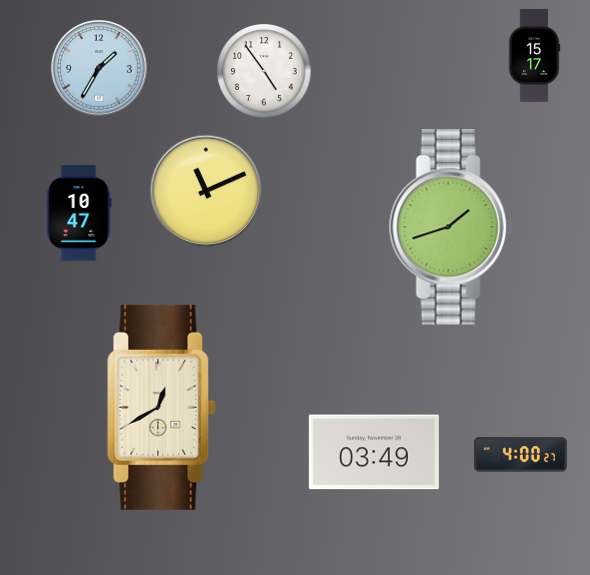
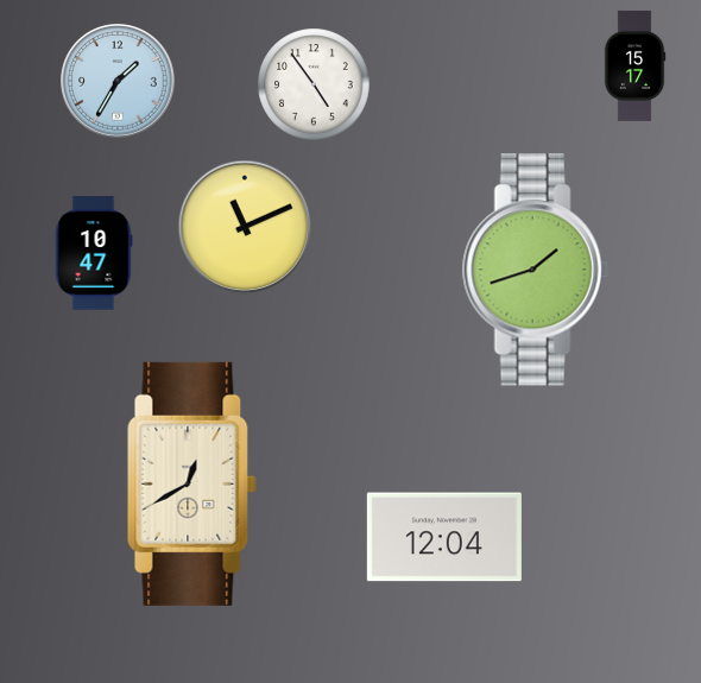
clock at (374, 452): 03:49 -> 12:04
clock at (520, 455): 4:00 -> none
